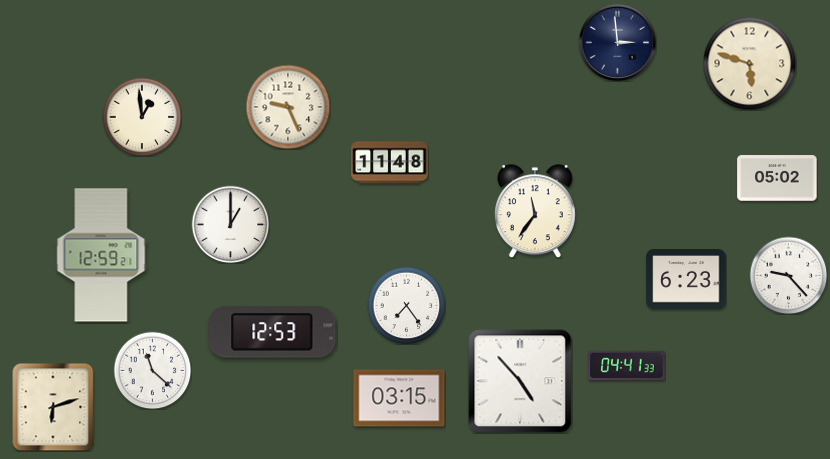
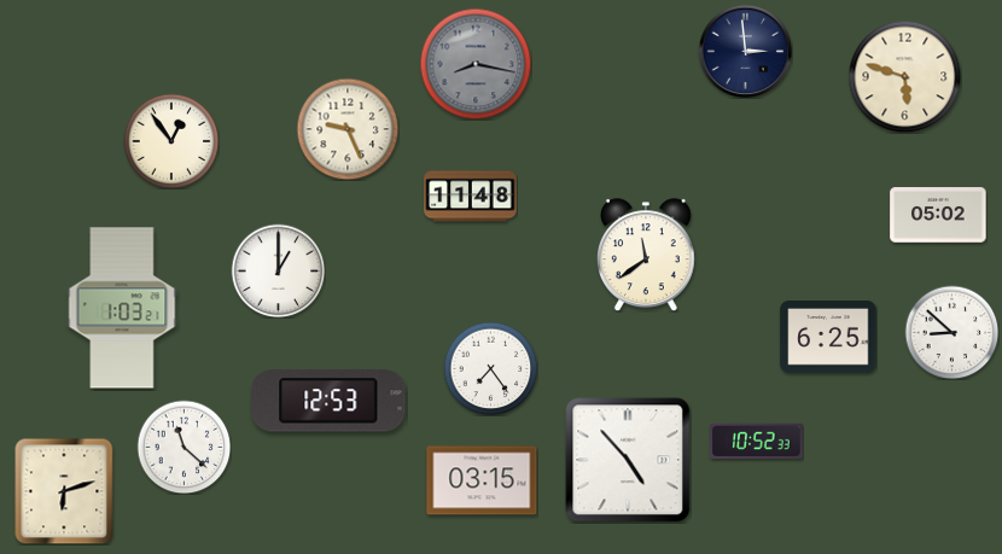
clock at (476, 64): none -> 8:17
clock at (142, 117): 12:59 -> 12:54
clock at (535, 211): 11:36 -> 11:39
clock at (101, 255): 12:59 -> 1:03
clock at (788, 275): 9:23 -> 8:52
clock at (686, 280): 6:23 -> 6:25
clock at (627, 365): 04:41 -> 10:52
